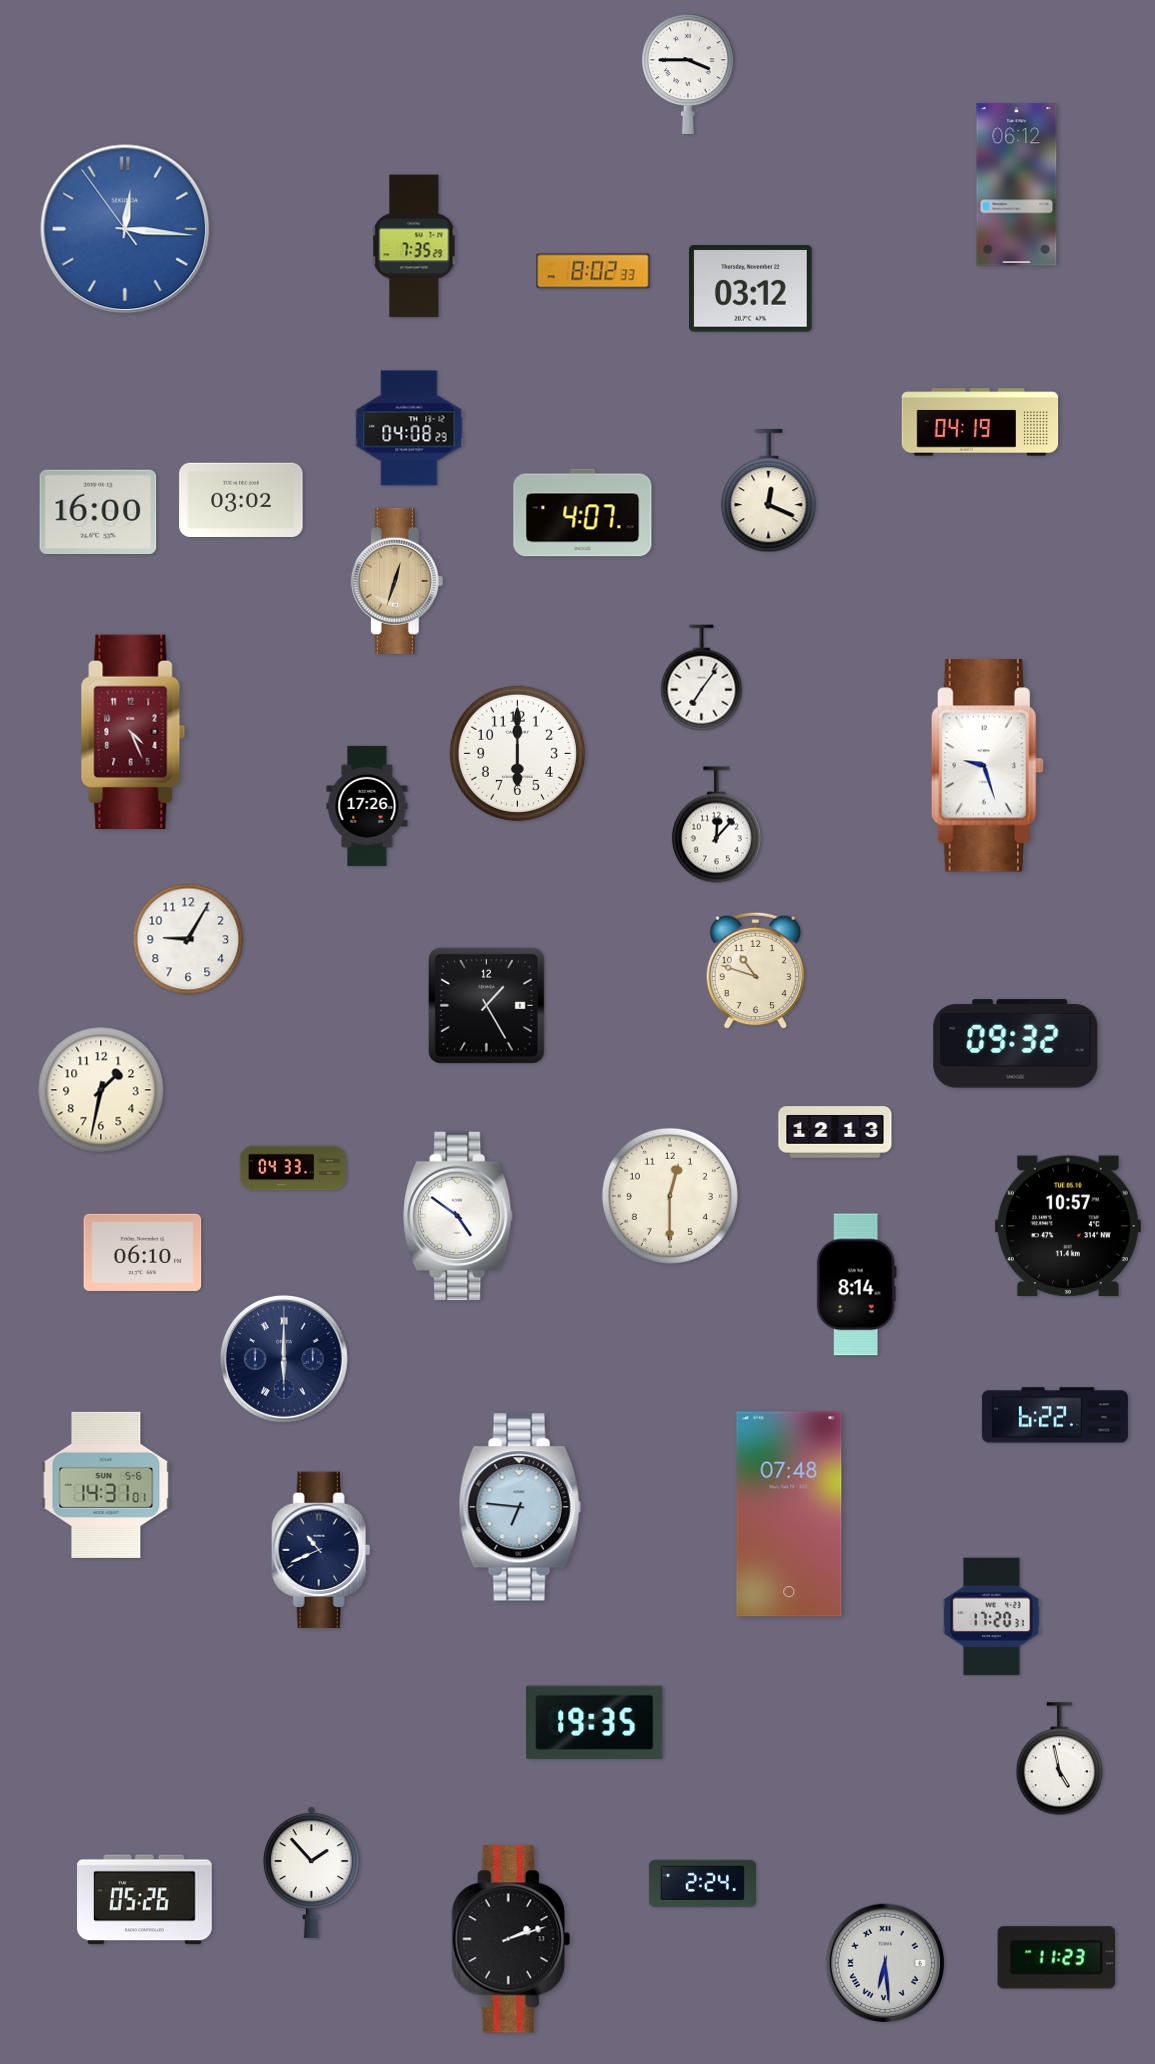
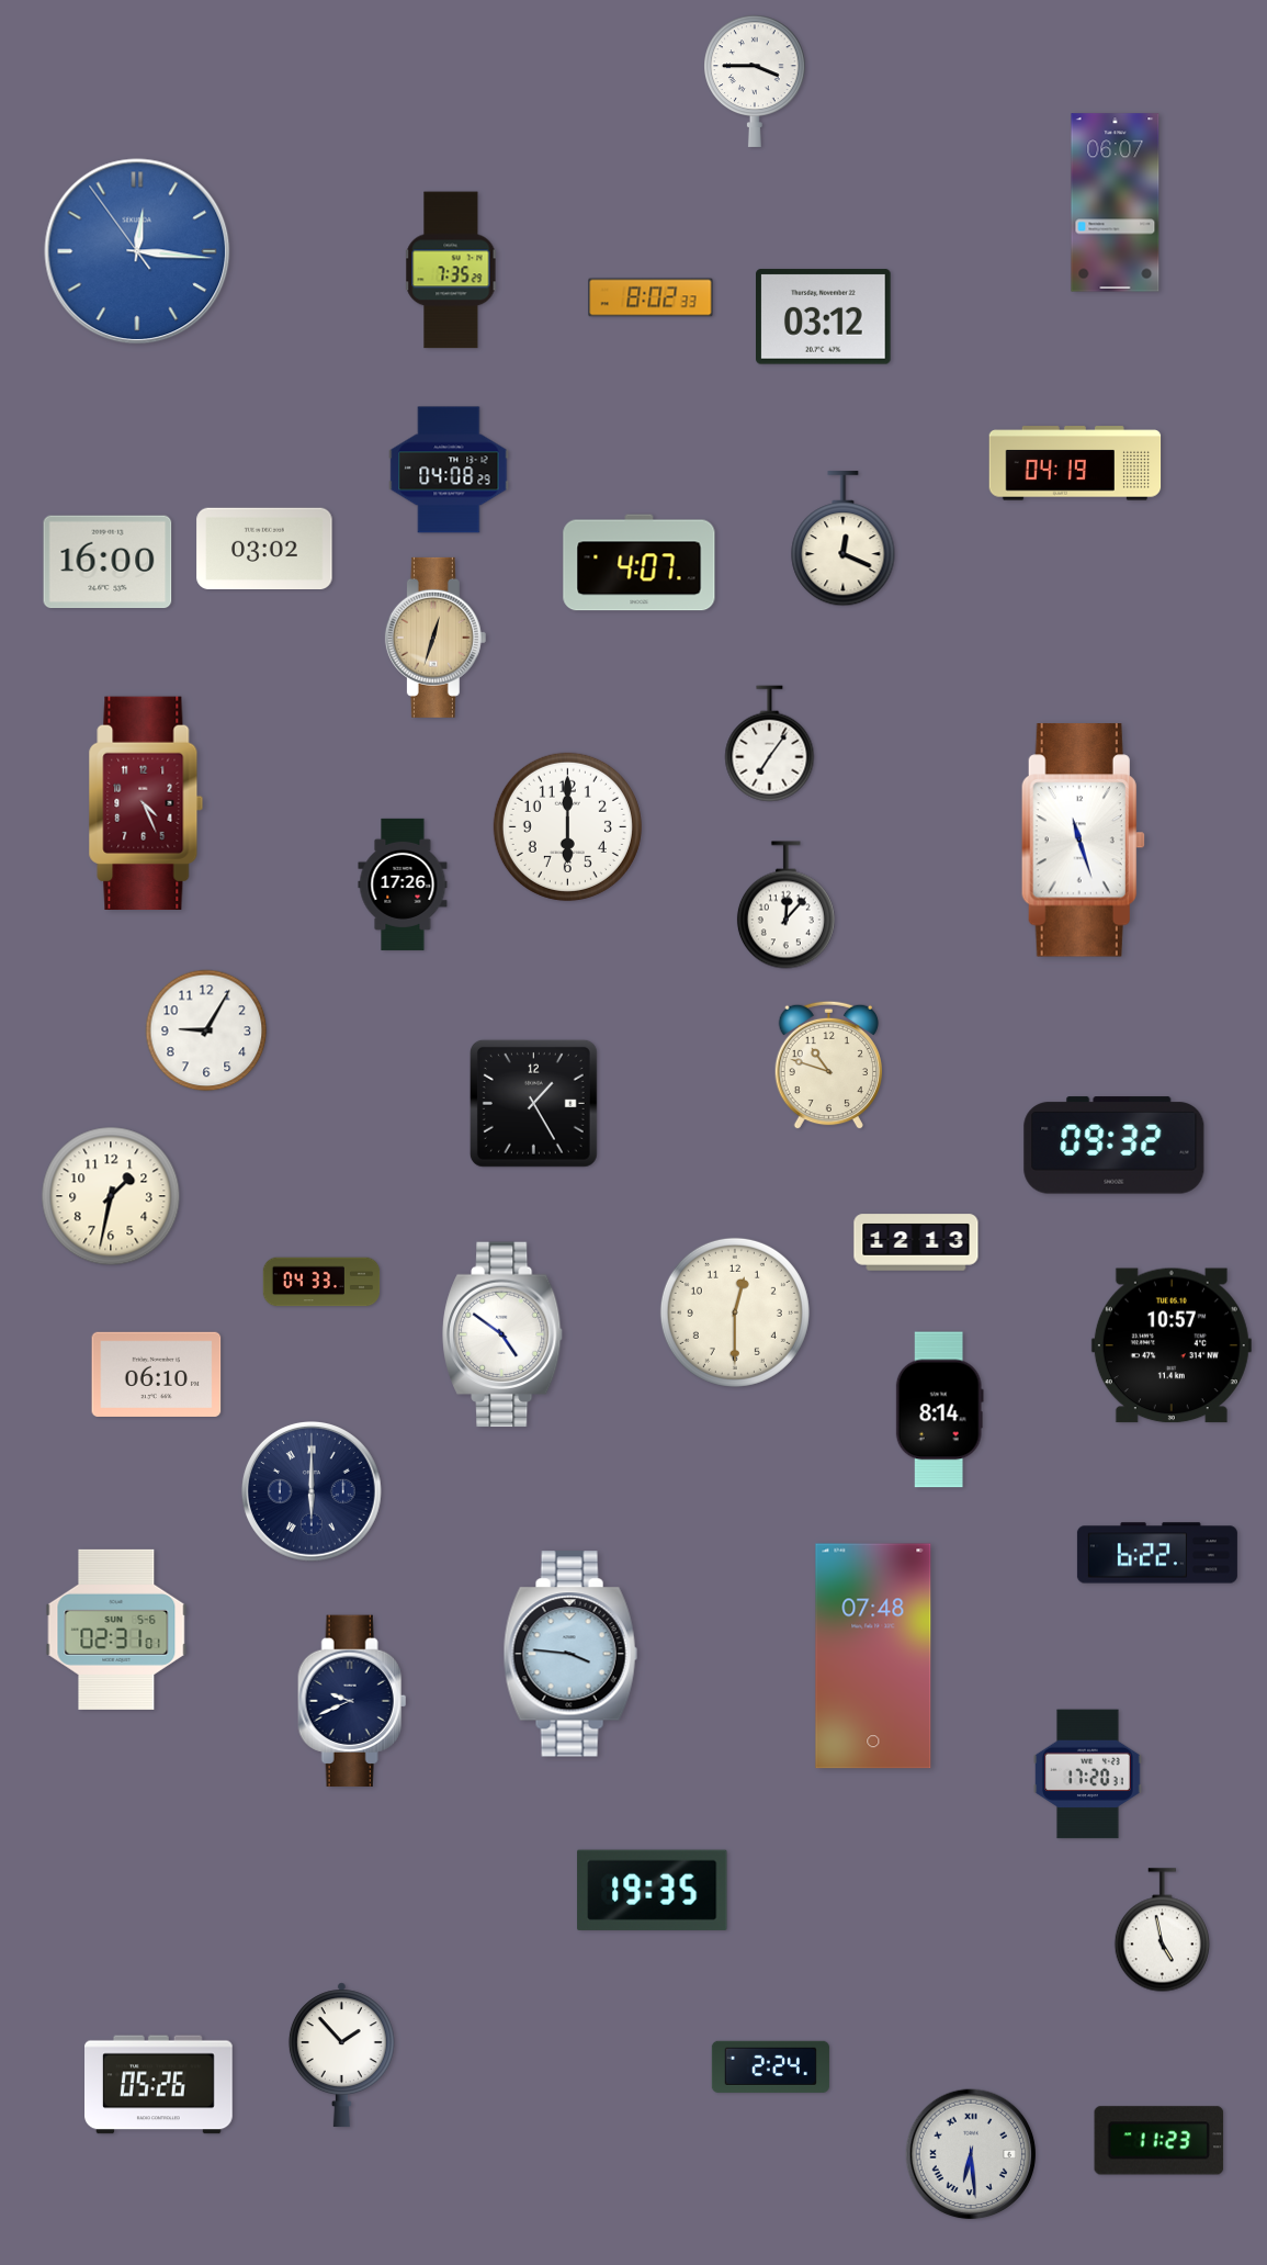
clock at (1017, 185): 06:12 -> 06:07
clock at (414, 246) position: (414, 246) -> (451, 270)
clock at (987, 766): 9:27 -> 11:27
clock at (106, 1485): 14:31 -> 02:31
clock at (520, 1507): 6:46 -> 3:46
clock at (789, 1514) position: (789, 1514) -> (873, 1656)
clock at (321, 1550): 10:41 -> 9:41
clock at (511, 1939): 2:12 -> none
clock at (1057, 1958) position: (1057, 1958) -> (1159, 2141)
